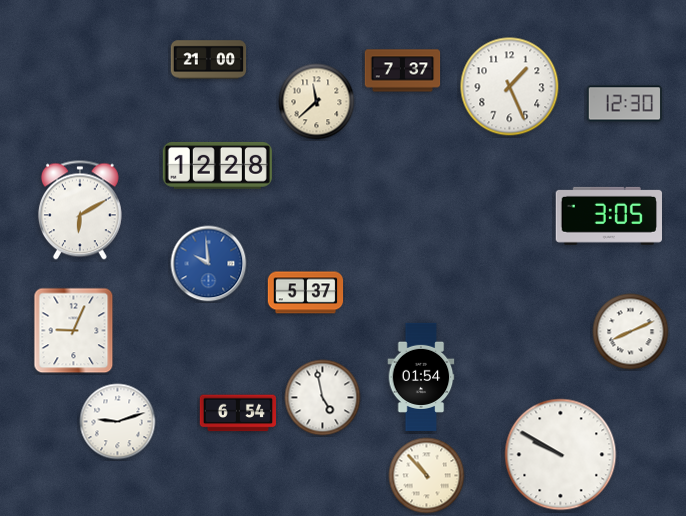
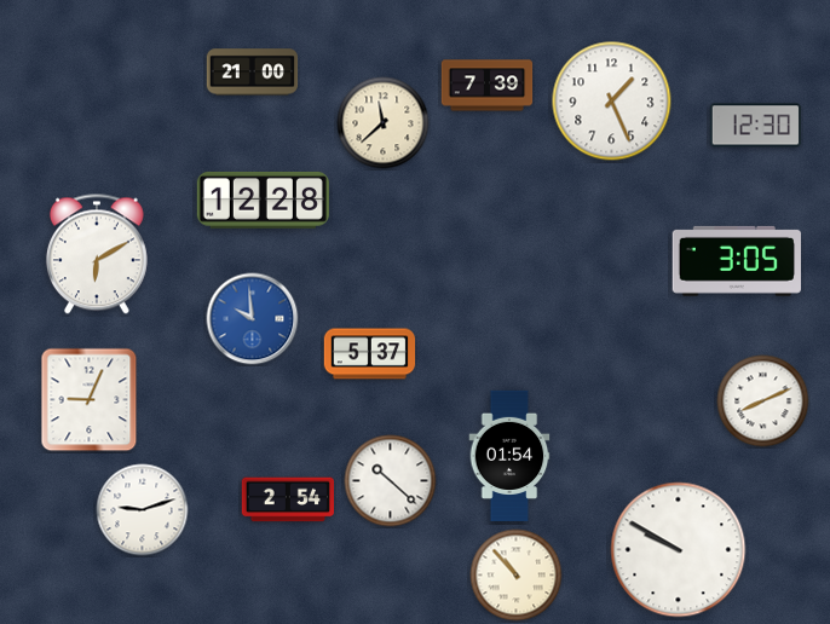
clock at (403, 71): 7:37 -> 7:39
clock at (510, 87) position: (510, 87) -> (612, 102)
clock at (323, 398): 4:58 -> 10:22
clock at (237, 413): 6:54 -> 2:54
